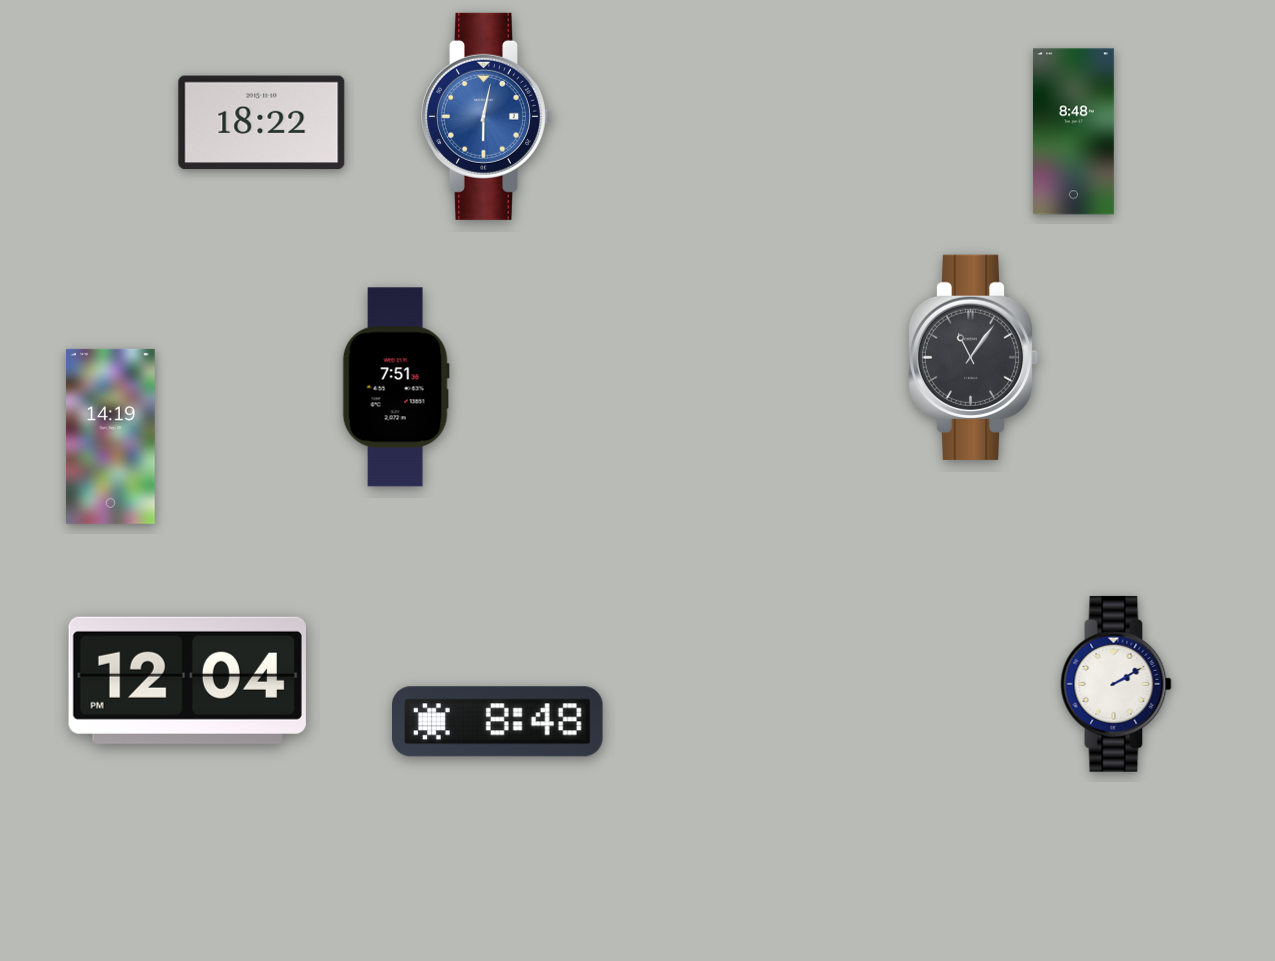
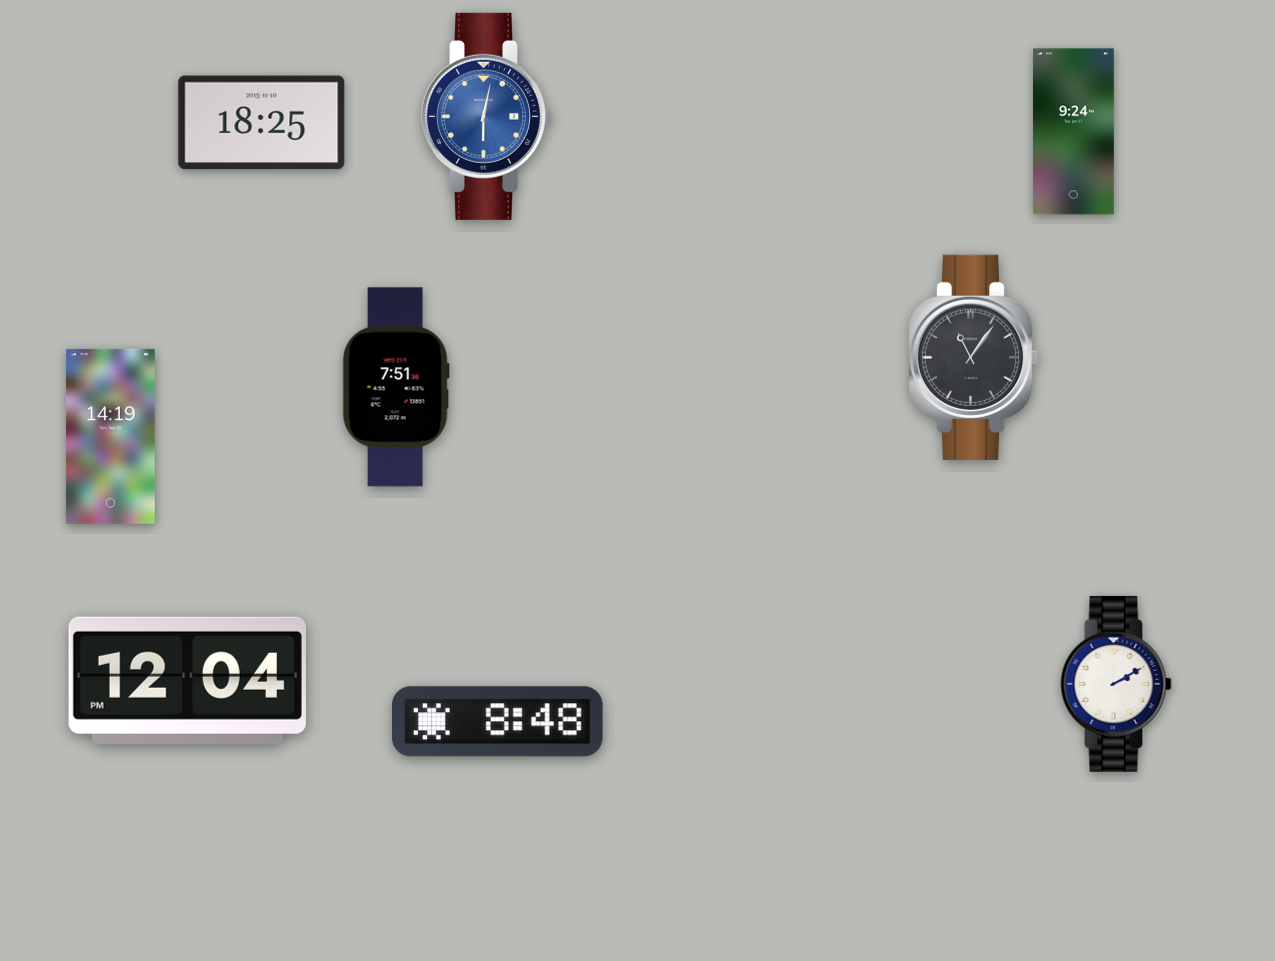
clock at (262, 123): 18:22 -> 18:25
clock at (1073, 132): 8:48 -> 9:24
